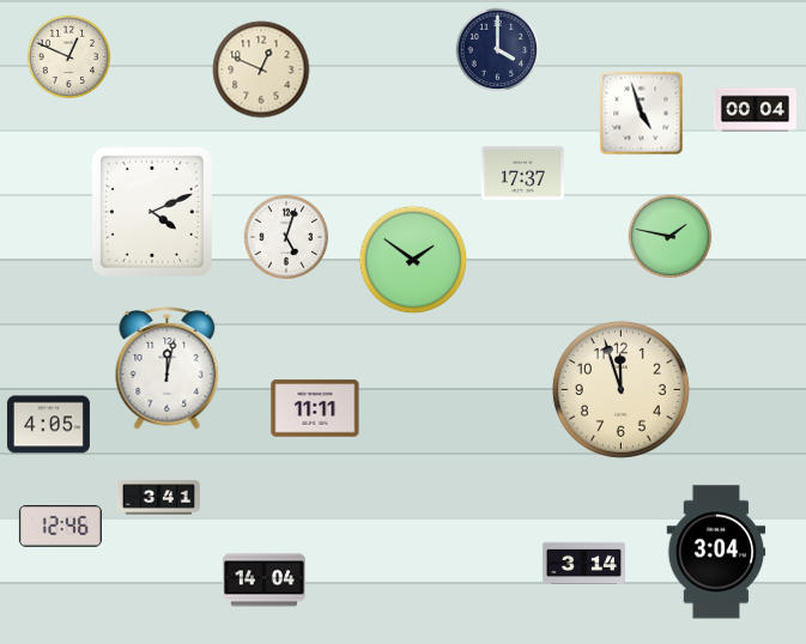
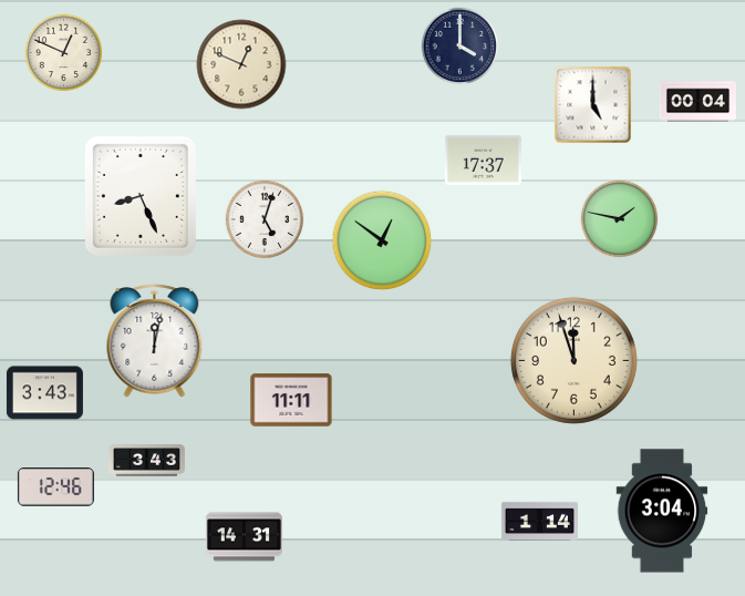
clock at (642, 114): 4:57 -> 5:00
clock at (152, 212): 4:11 -> 8:26
clock at (413, 260): 1:51 -> 12:51
clock at (315, 408) position: (315, 408) -> (291, 400)
clock at (48, 425): 4:05 -> 3:43
clock at (158, 498): 3:41 -> 3:43
clock at (583, 563): 3:14 -> 1:14
clock at (263, 581): 14:04 -> 14:31
